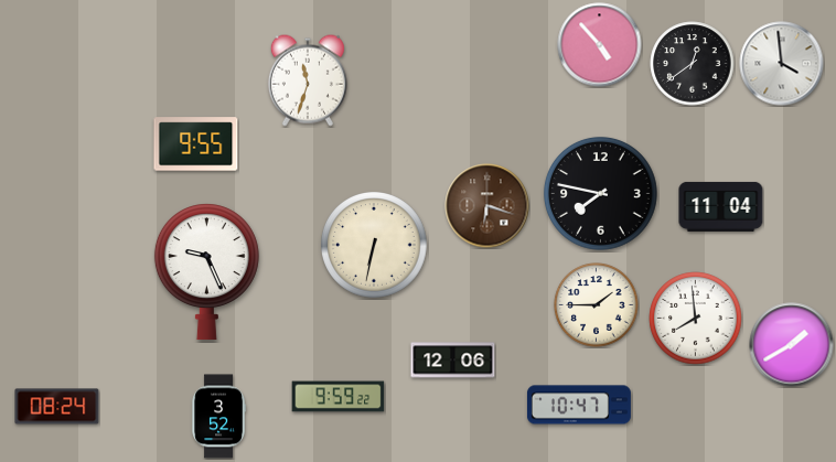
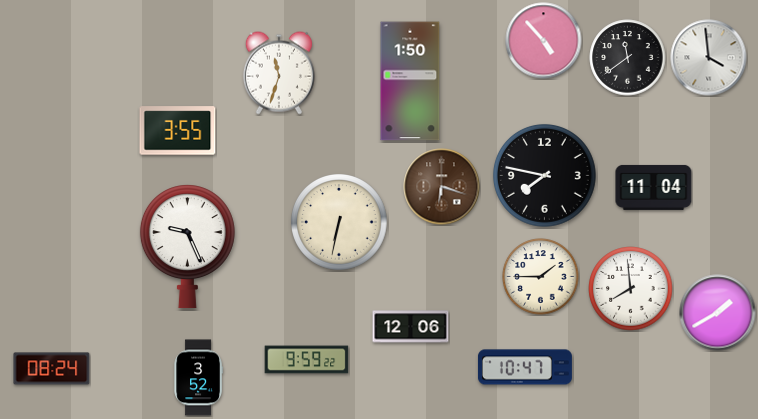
clock at (693, 64): 12:39 -> 11:39
clock at (410, 81): none -> 1:50
clock at (196, 144): 9:55 -> 3:55
